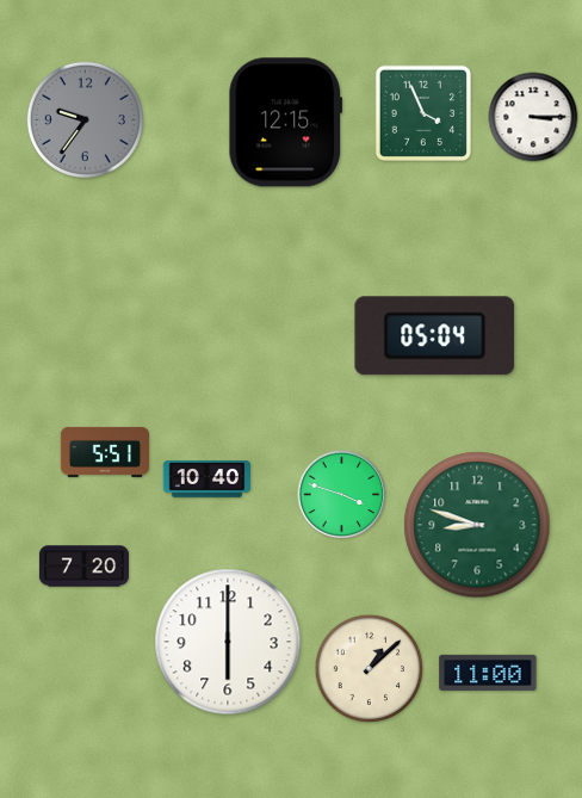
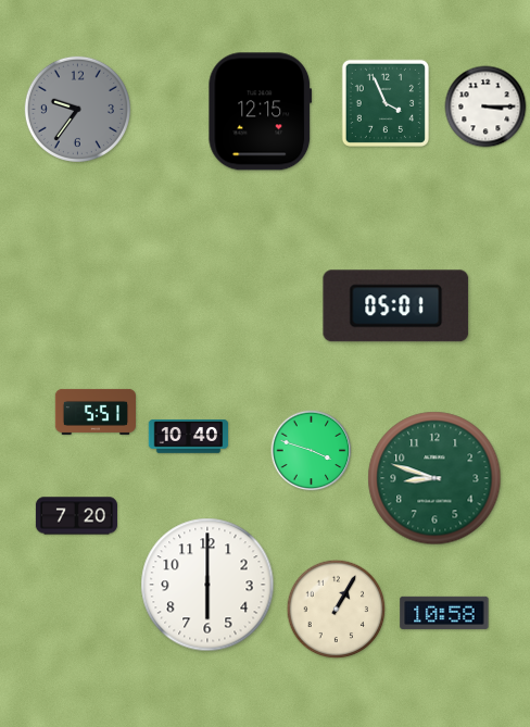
clock at (435, 336): 05:04 -> 05:01
clock at (370, 669): 1:08 -> 1:05
clock at (488, 673): 11:00 -> 10:58
